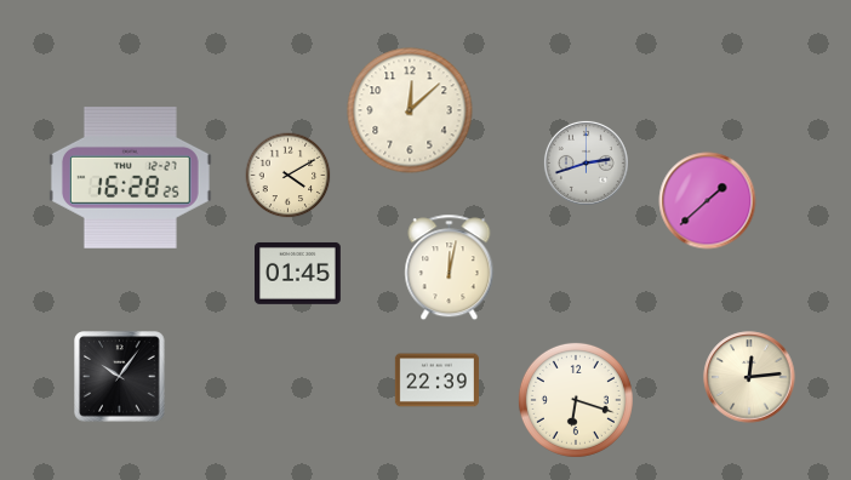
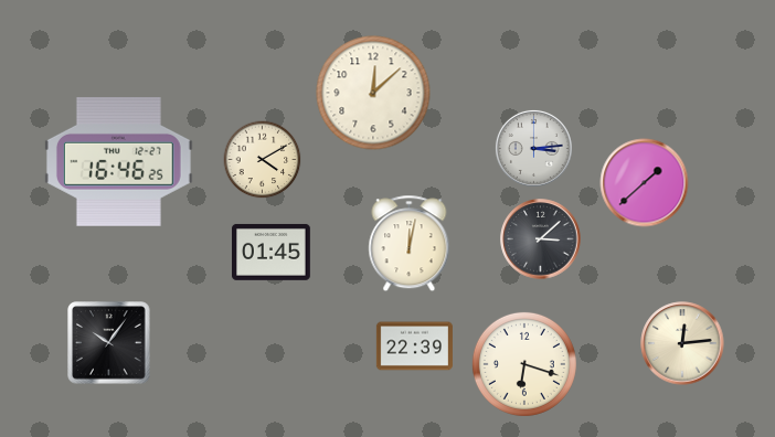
clock at (410, 110) position: (410, 110) -> (373, 93)
clock at (586, 162): 2:42 -> 3:14
clock at (130, 178): 16:28 -> 16:46
clock at (541, 239): none -> 3:08
clock at (298, 273) position: (298, 273) -> (272, 252)
clock at (436, 381) position: (436, 381) -> (414, 347)
